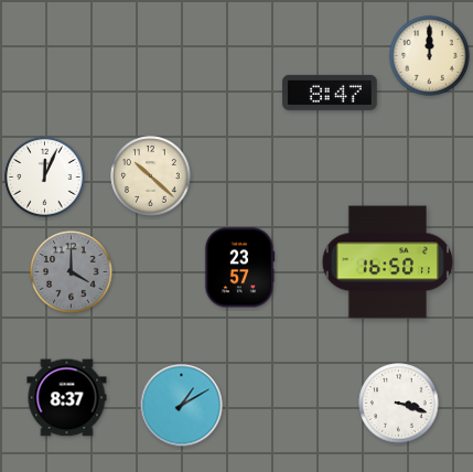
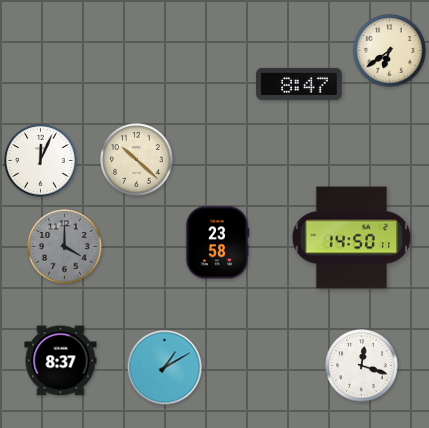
clock at (430, 56): 12:00 -> 6:39
clock at (388, 262): 16:50 -> 14:50
clock at (239, 268): 23:57 -> 23:58
clock at (399, 404): 3:18 -> 12:18
